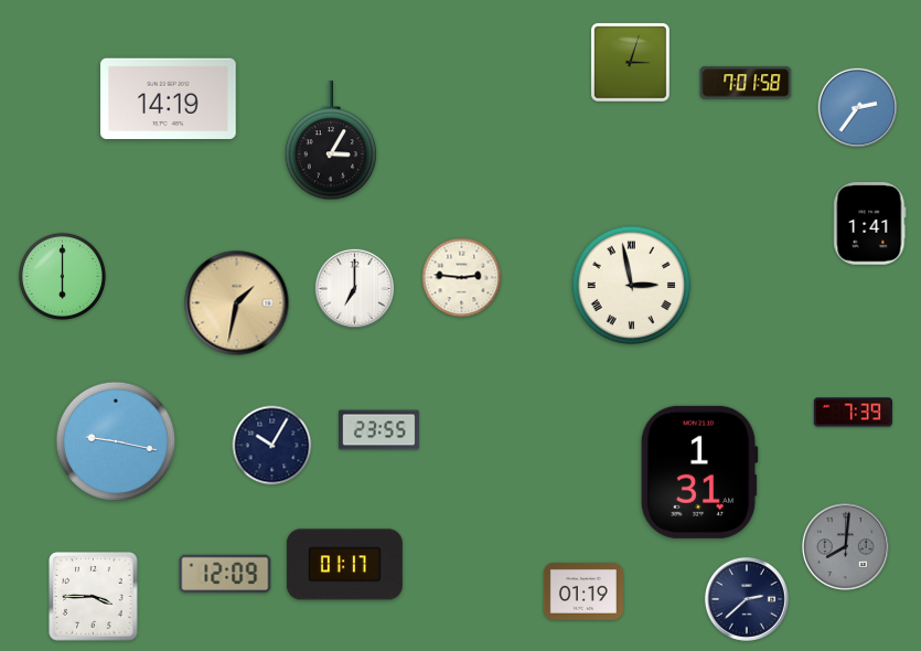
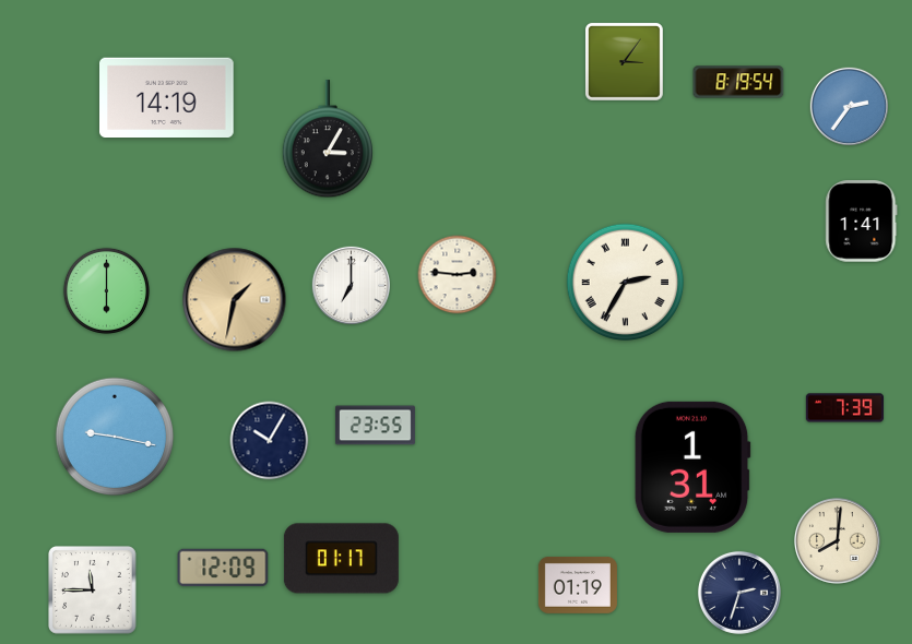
clock at (630, 62): 3:03 -> 3:06
clock at (746, 83): 7:01 -> 8:19
clock at (62, 276) position: (62, 276) -> (106, 290)
clock at (632, 286): 2:58 -> 2:35
clock at (845, 546) dial: grey -> cream
clock at (94, 597): 3:45 -> 11:45
clock at (747, 599): 2:38 -> 2:33
